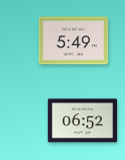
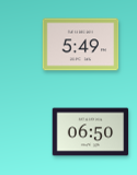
clock at (83, 121): 06:52 -> 06:50
